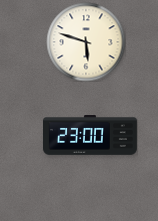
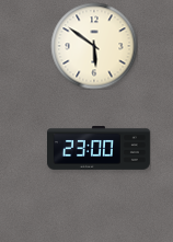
clock at (86, 42): 5:48 -> 5:51
